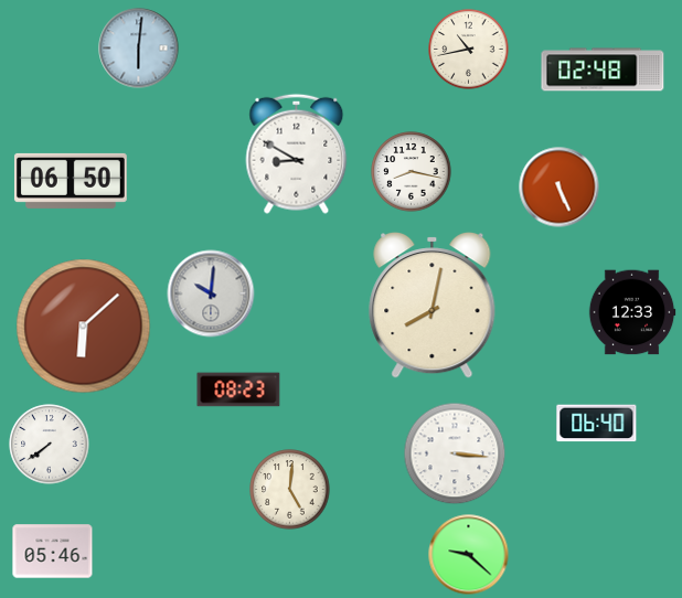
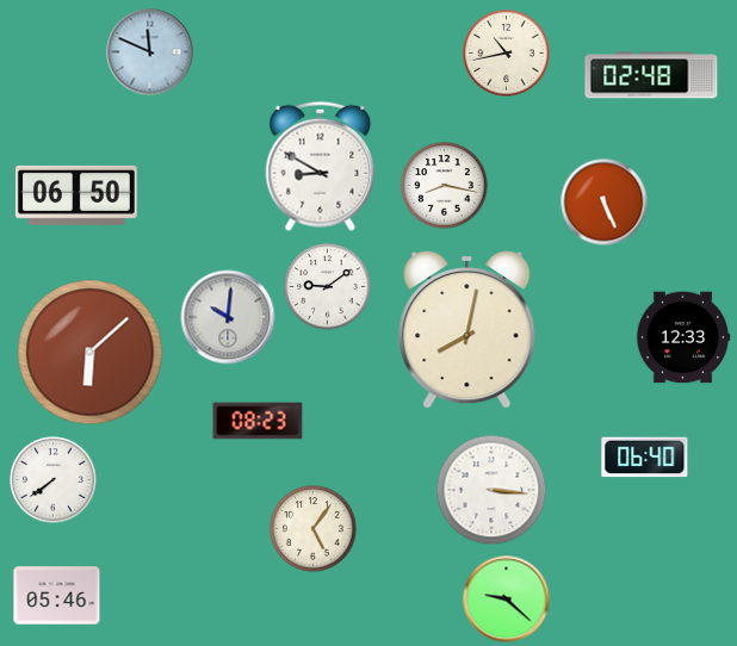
clock at (139, 49): 6:01 -> 11:49
clock at (328, 287): none -> 9:09
clock at (290, 490): 5:01 -> 5:06
